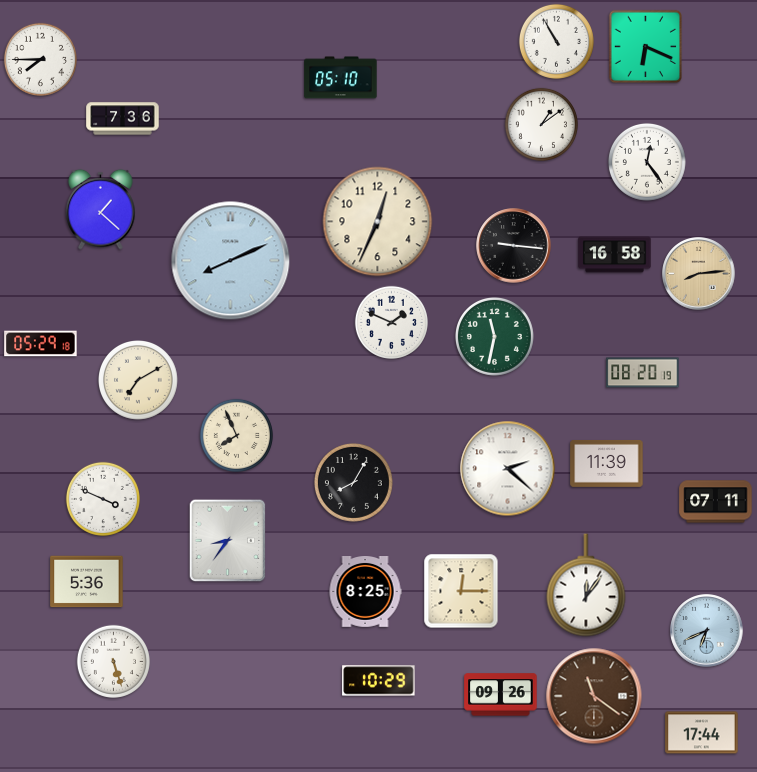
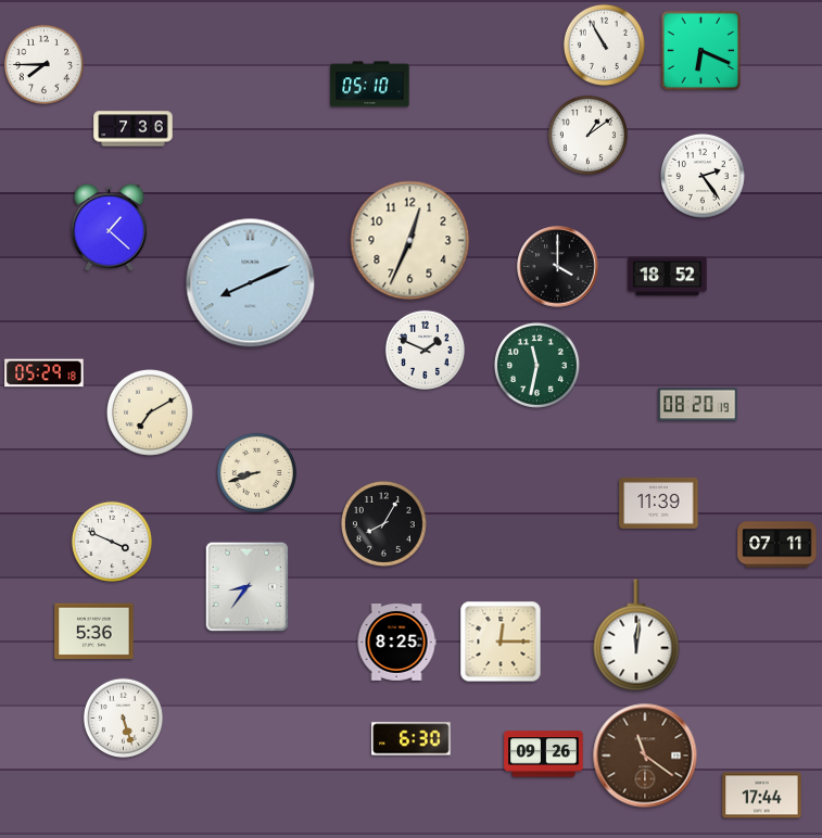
clock at (647, 162): 12:24 -> 2:24
clock at (514, 246): 9:16 -> 4:00
clock at (615, 255): 16:58 -> 18:52
clock at (699, 274): 8:14 -> none
clock at (236, 435): 7:56 -> 8:42
clock at (508, 469): 2:22 -> none
clock at (586, 585): 12:06 -> 12:01
clock at (707, 631): 6:41 -> none
clock at (379, 681): 10:29 -> 6:30
